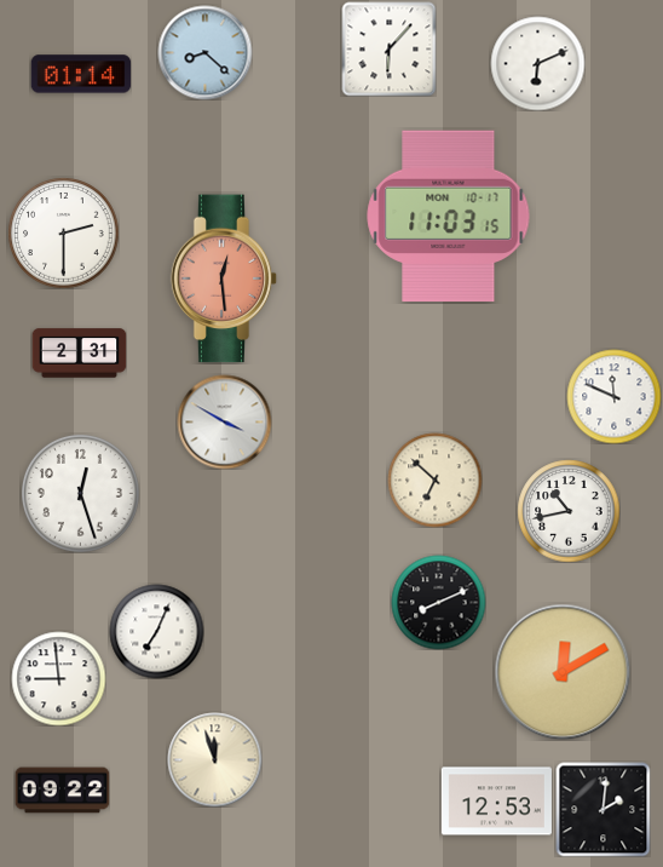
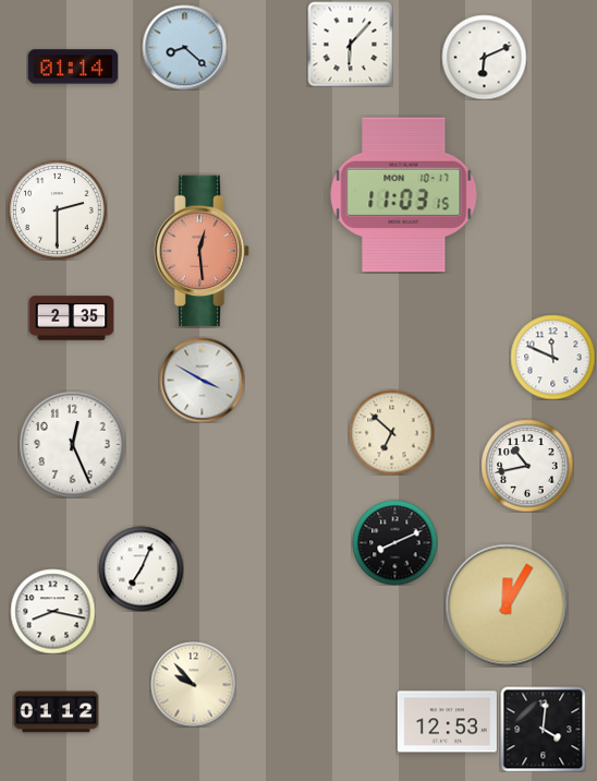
clock at (79, 354): 2:31 -> 2:35
clock at (80, 493): 12:27 -> 12:26
clock at (569, 511) position: (569, 511) -> (527, 466)
clock at (563, 672): 12:10 -> 12:05
clock at (58, 678): 8:59 -> 8:17
clock at (214, 759): 11:57 -> 9:53
clock at (62, 791): 09:22 -> 01:12
clock at (603, 809): 2:01 -> 4:01
